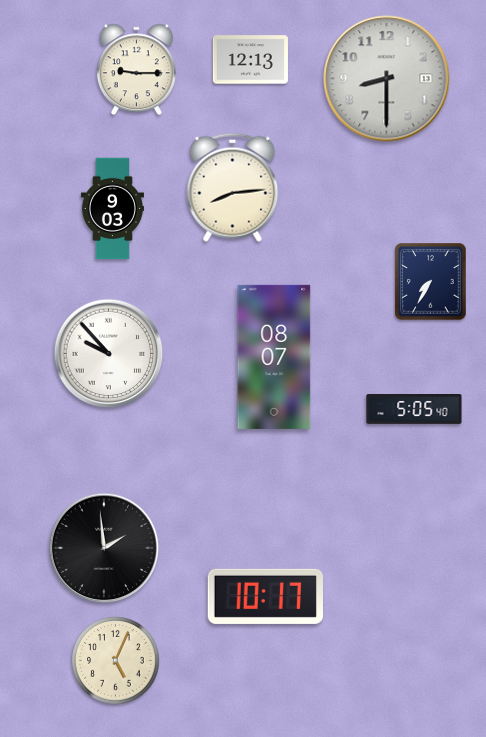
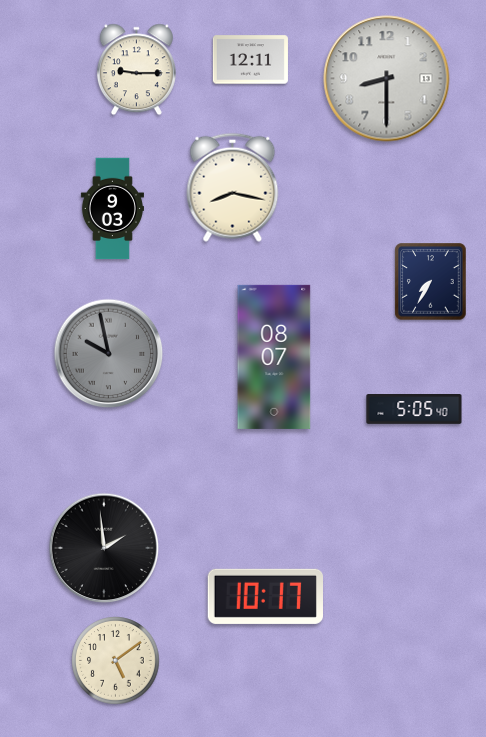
clock at (250, 60): 12:13 -> 12:11
clock at (233, 187): 8:14 -> 8:17
clock at (109, 354): 9:53 -> 9:58
clock at (109, 354) dial: white -> grey
clock at (116, 661): 5:04 -> 5:09
